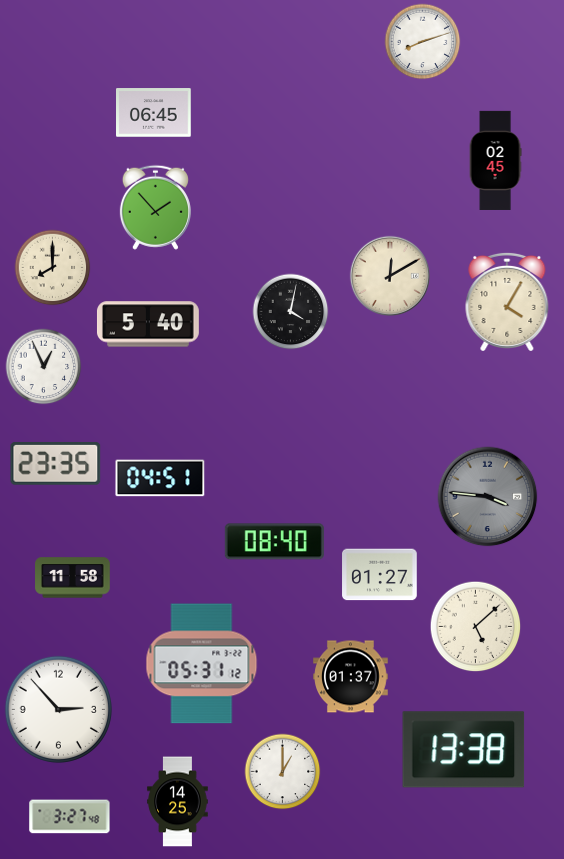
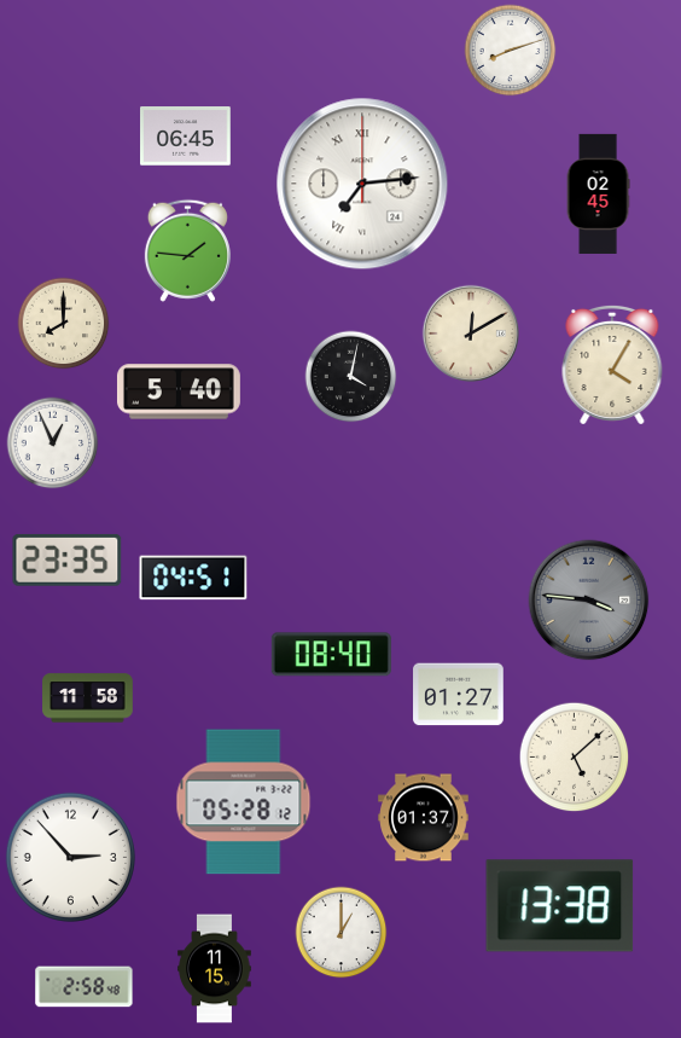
clock at (362, 184): none -> 7:14
clock at (155, 207): 1:53 -> 1:46
clock at (202, 664): 05:31 -> 05:28
clock at (178, 802): 14:25 -> 11:15
clock at (70, 817): 3:27 -> 2:58
